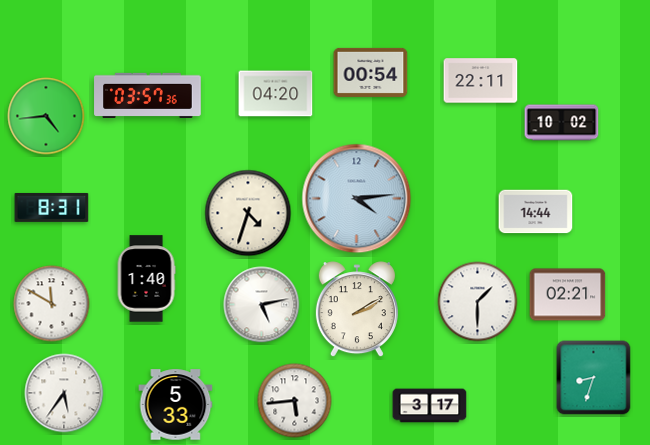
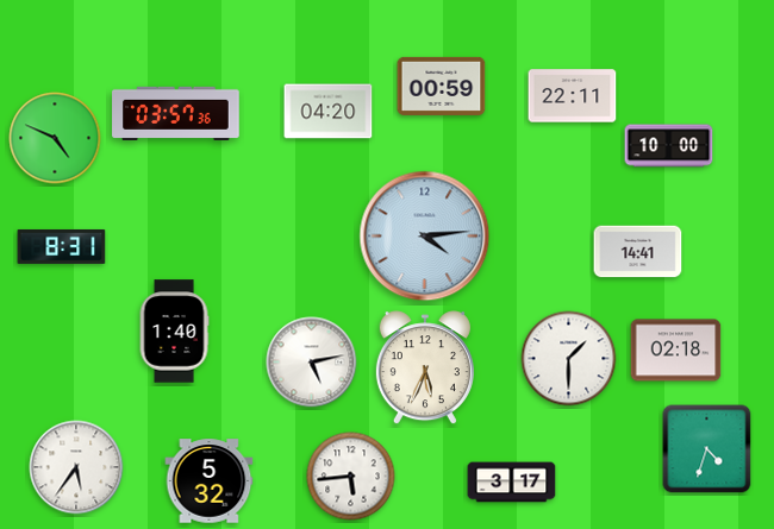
clock at (371, 72): 00:54 -> 00:59
clock at (46, 116): 4:44 -> 4:49
clock at (562, 123): 10:02 -> 10:00
clock at (536, 212): 14:44 -> 14:41
clock at (248, 213): 4:33 -> none
clock at (568, 295): 02:21 -> 02:18
clock at (52, 304): 11:50 -> none
clock at (357, 310): 2:10 -> 5:34
clock at (594, 378): 8:33 -> 4:33
clock at (176, 405): 5:33 -> 5:32
